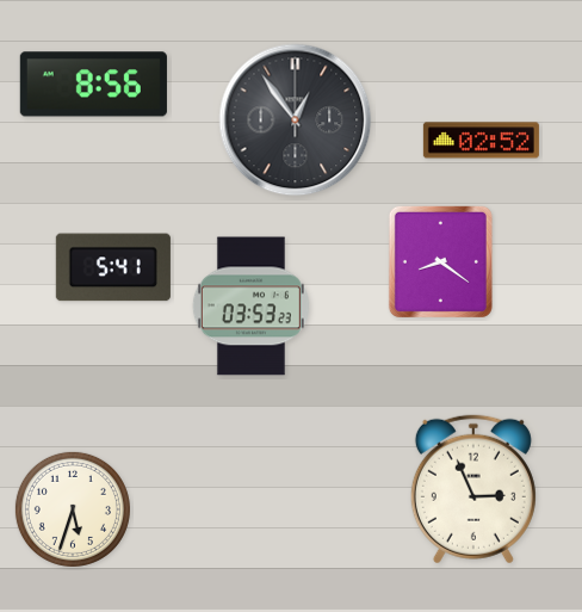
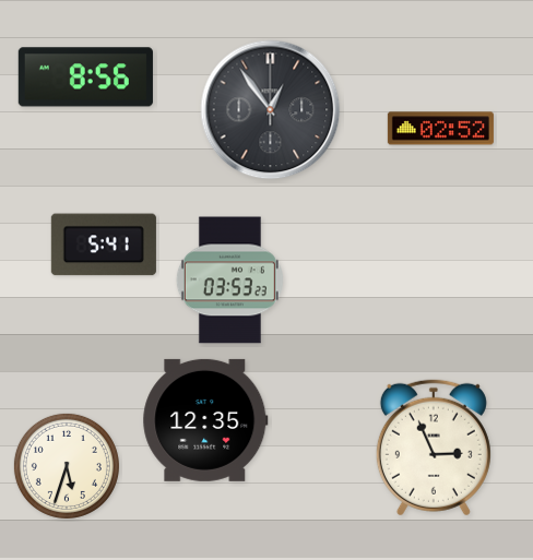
clock at (440, 261): 8:21 -> none
clock at (205, 420): none -> 12:35
